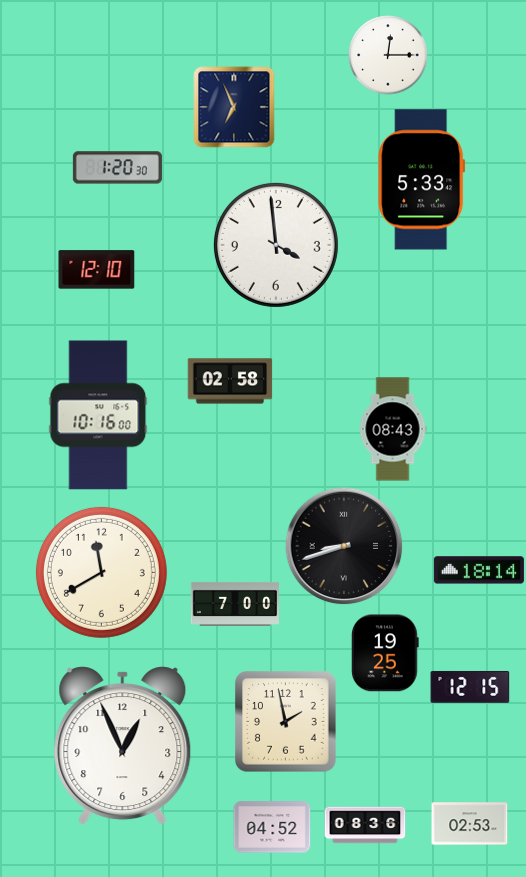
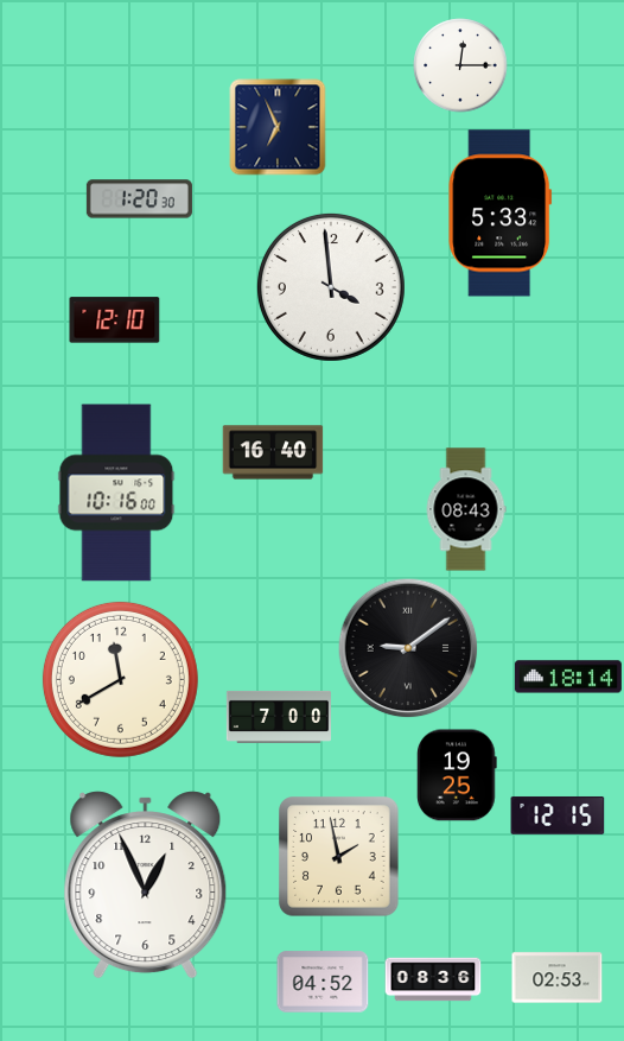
clock at (276, 245) position: (276, 245) -> (331, 287)
clock at (230, 381): 02:58 -> 16:40
clock at (344, 546): 8:42 -> 9:09
